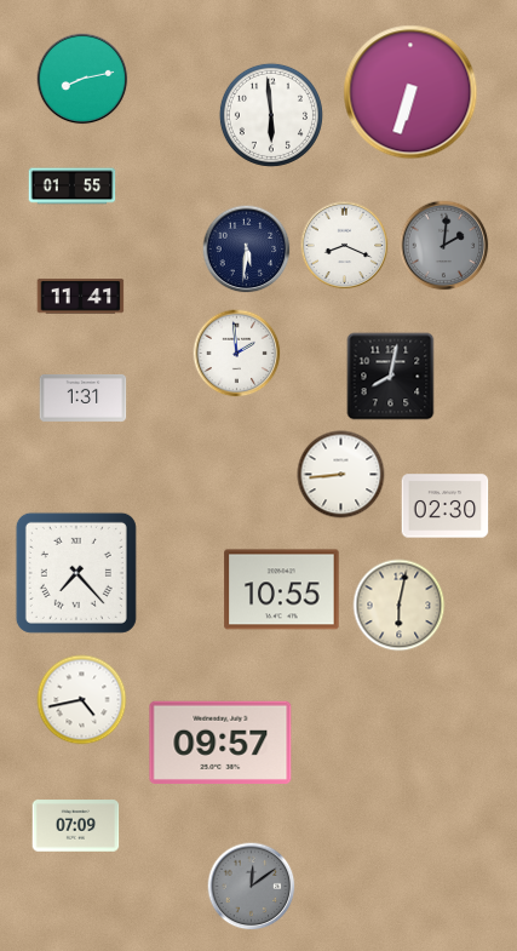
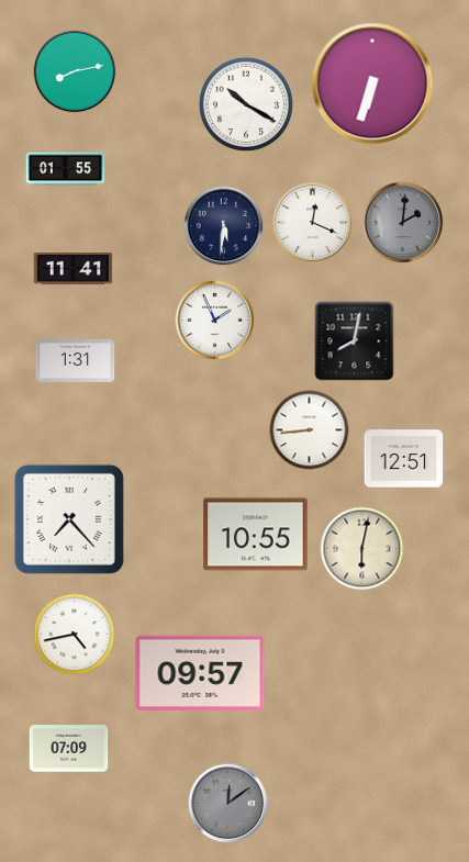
clock at (271, 115): 5:59 -> 10:20
clock at (345, 246): 8:19 -> 12:19
clock at (237, 354): 1:59 -> 1:56
clock at (446, 506): 02:30 -> 12:51
